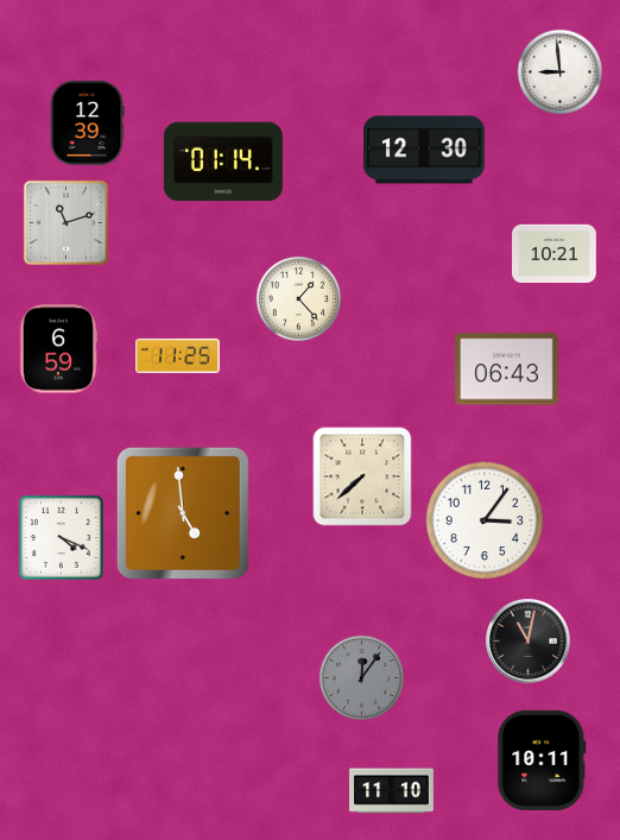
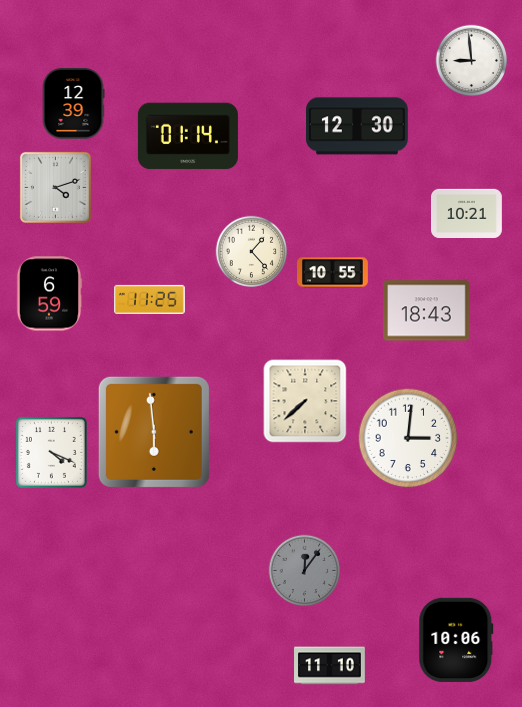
clock at (65, 222): 11:12 -> 4:12
clock at (333, 273): none -> 10:55
clock at (507, 370): 06:43 -> 18:43
clock at (183, 513): 4:59 -> 5:59
clock at (485, 520): 3:06 -> 3:01
clock at (529, 642): 11:02 -> none
clock at (542, 760): 10:11 -> 10:06
